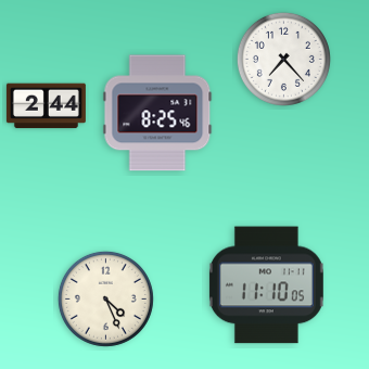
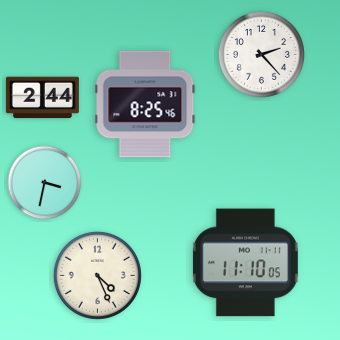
clock at (283, 59): 7:23 -> 2:23
clock at (45, 183): none -> 3:32
